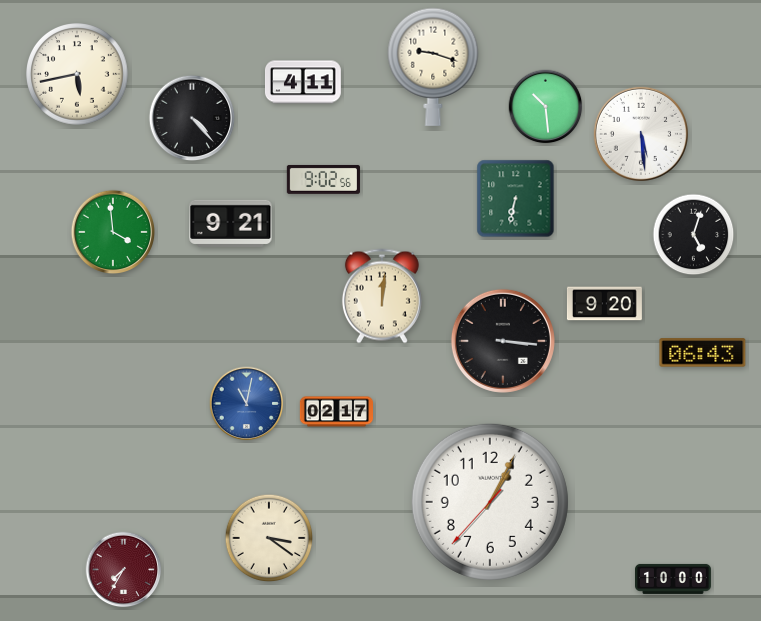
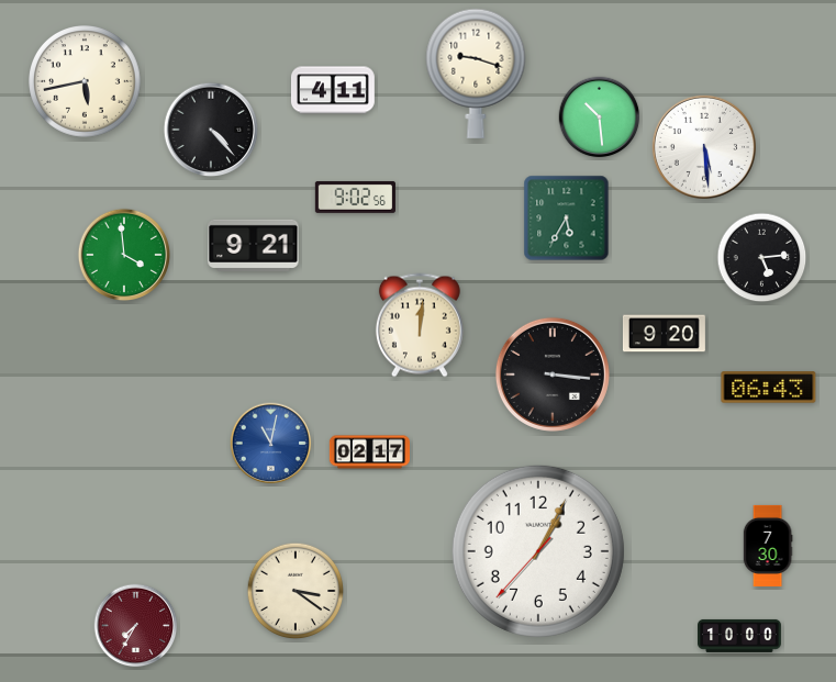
clock at (516, 199): 6:32 -> 5:35
clock at (694, 235): 5:03 -> 5:14
clock at (703, 353) position: (703, 353) -> (769, 388)
clock at (768, 546): none -> 7:30
